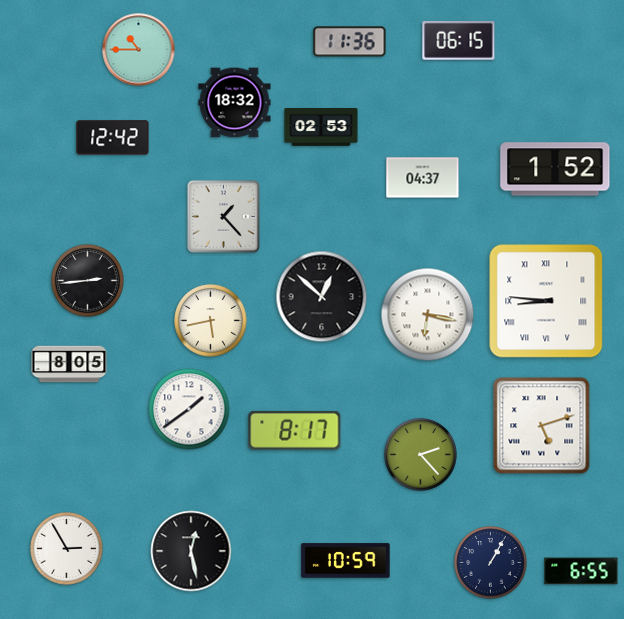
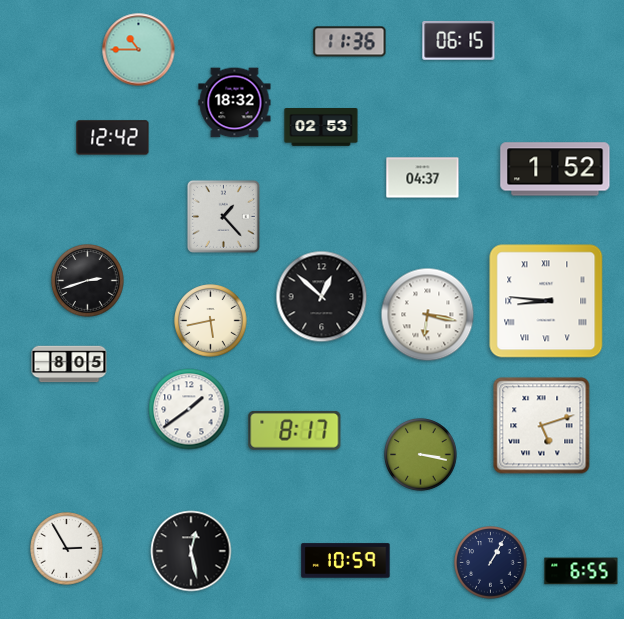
clock at (88, 281): 2:44 -> 2:42
clock at (421, 455): 2:23 -> 3:17
